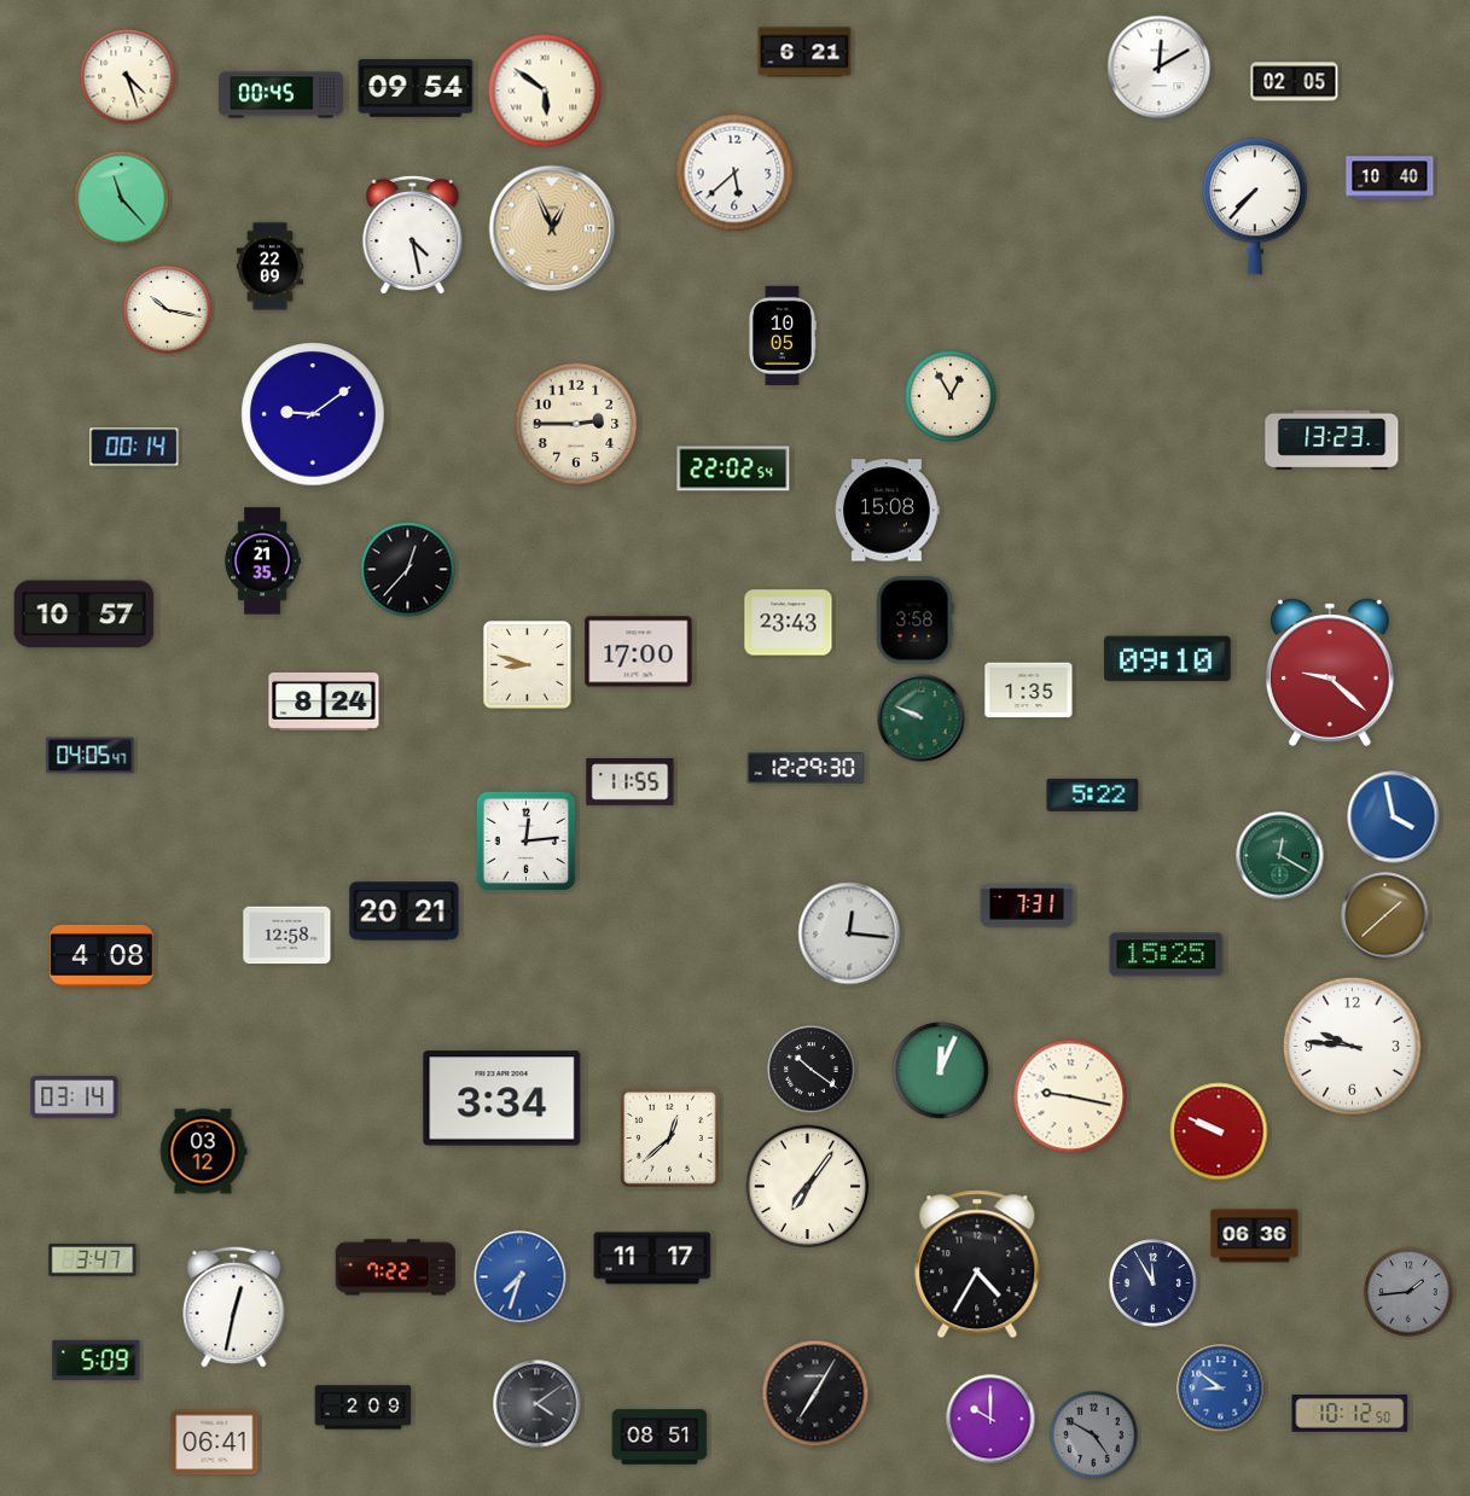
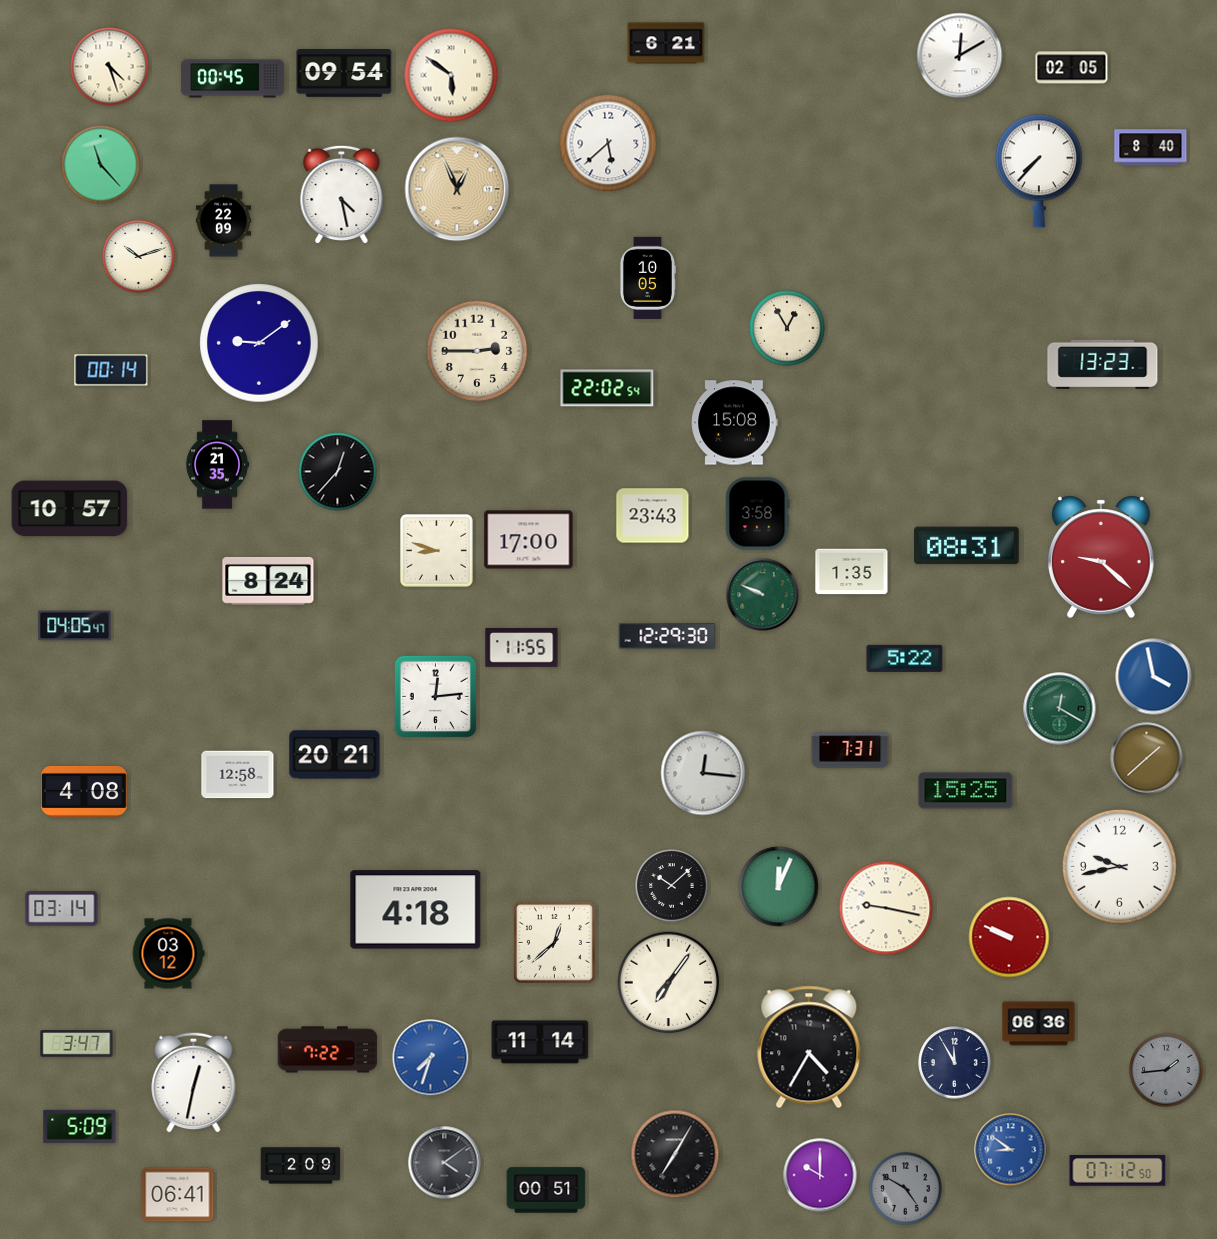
clock at (128, 77) position: (128, 77) -> (110, 67)
clock at (1390, 179): 10:40 -> 8:40
clock at (168, 310): 10:17 -> 10:12
clock at (1168, 659): 09:10 -> 08:31
clock at (1352, 1046): 9:46 -> 9:43
clock at (812, 1070): 10:21 -> 10:08
clock at (502, 1099): 3:34 -> 4:18
clock at (652, 1258): 11:17 -> 11:14
clock at (1350, 1414): 10:12 -> 07:12
clock at (660, 1437): 08:51 -> 00:51
